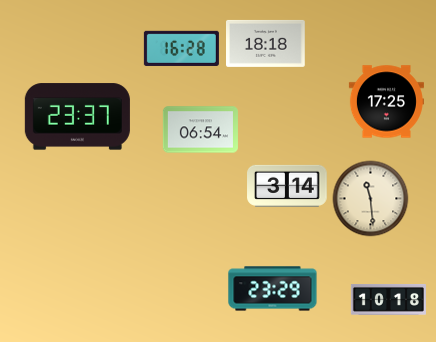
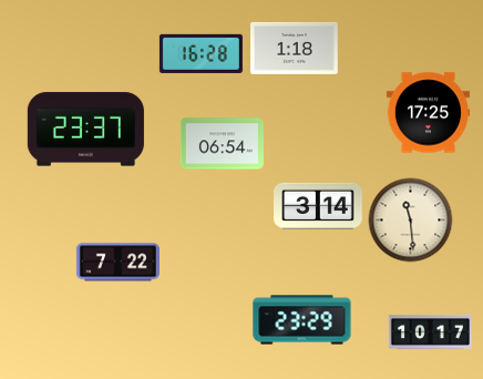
clock at (266, 43): 18:18 -> 1:18
clock at (117, 263): none -> 7:22
clock at (388, 300): 10:18 -> 10:17
